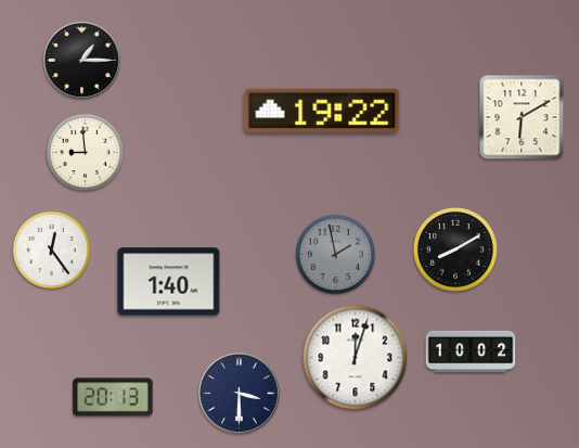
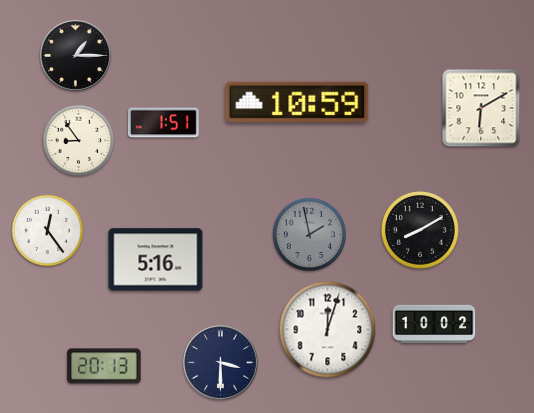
clock at (322, 111): 19:22 -> 10:59
clock at (163, 123): none -> 1:51
clock at (86, 153): 8:59 -> 8:54
clock at (169, 282): 1:40 -> 5:16
